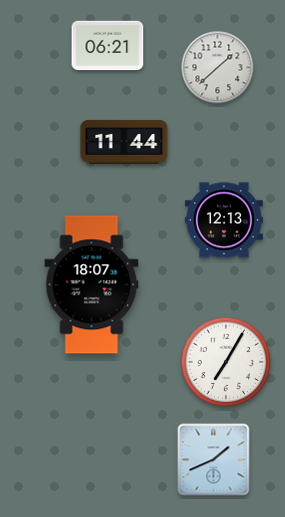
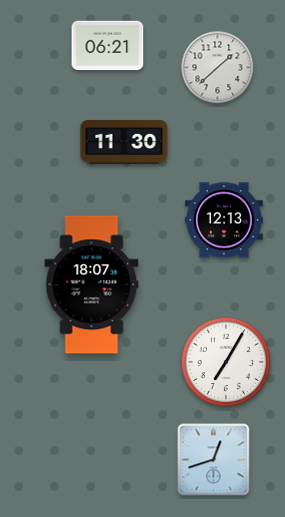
clock at (124, 142): 11:44 -> 11:30
clock at (214, 460): 1:41 -> 12:42
